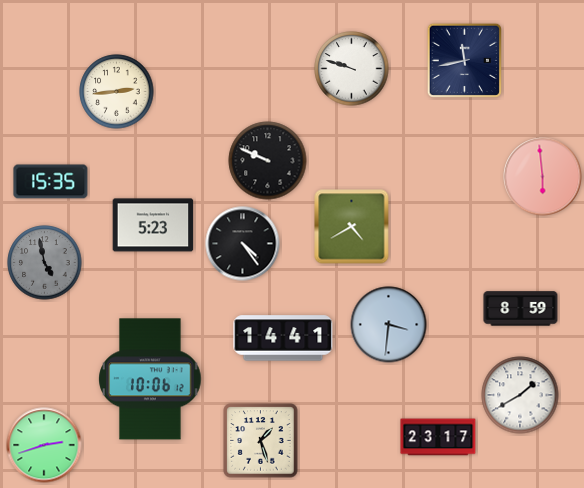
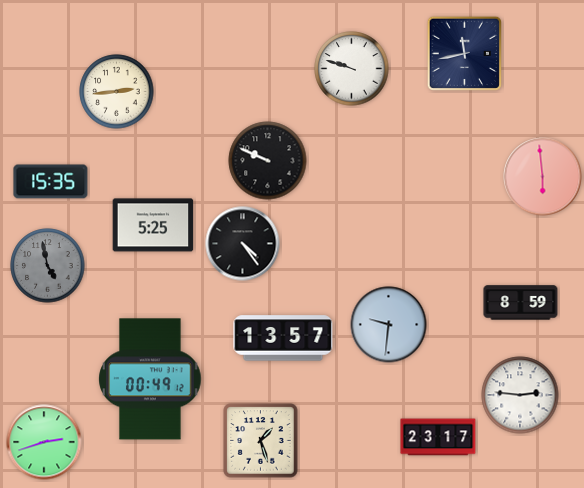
clock at (464, 60) position: (464, 60) -> (464, 53)
clock at (153, 225): 5:23 -> 5:25
clock at (352, 227): 4:40 -> none
clock at (45, 263) position: (45, 263) -> (48, 266)
clock at (521, 309) position: (521, 309) -> (521, 303)
clock at (389, 325): 3:31 -> 9:31
clock at (283, 338): 14:41 -> 13:57
clock at (150, 379): 10:06 -> 00:49
clock at (520, 395): 1:40 -> 2:46
clock at (44, 445) position: (44, 445) -> (44, 442)
